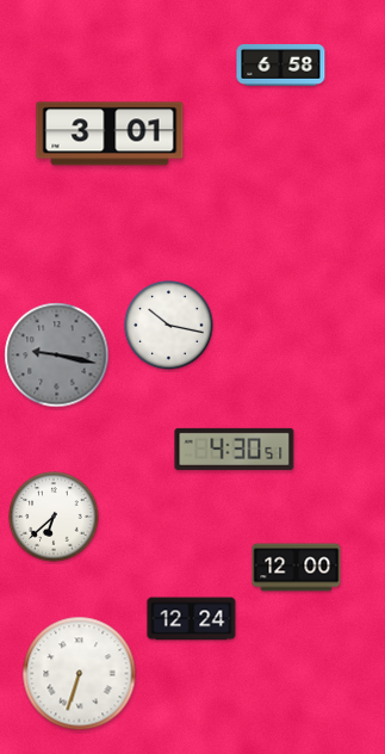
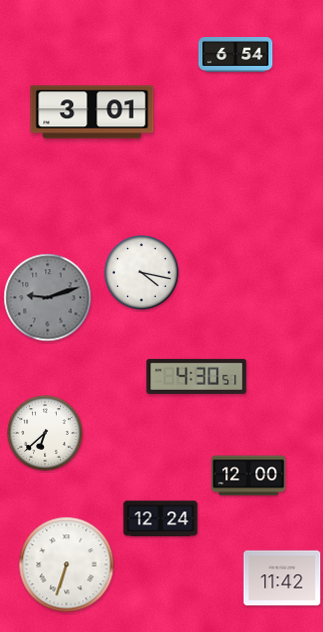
clock at (281, 66): 6:58 -> 6:54
clock at (169, 326): 10:17 -> 4:17
clock at (57, 356): 9:17 -> 9:12
clock at (282, 578): none -> 11:42
